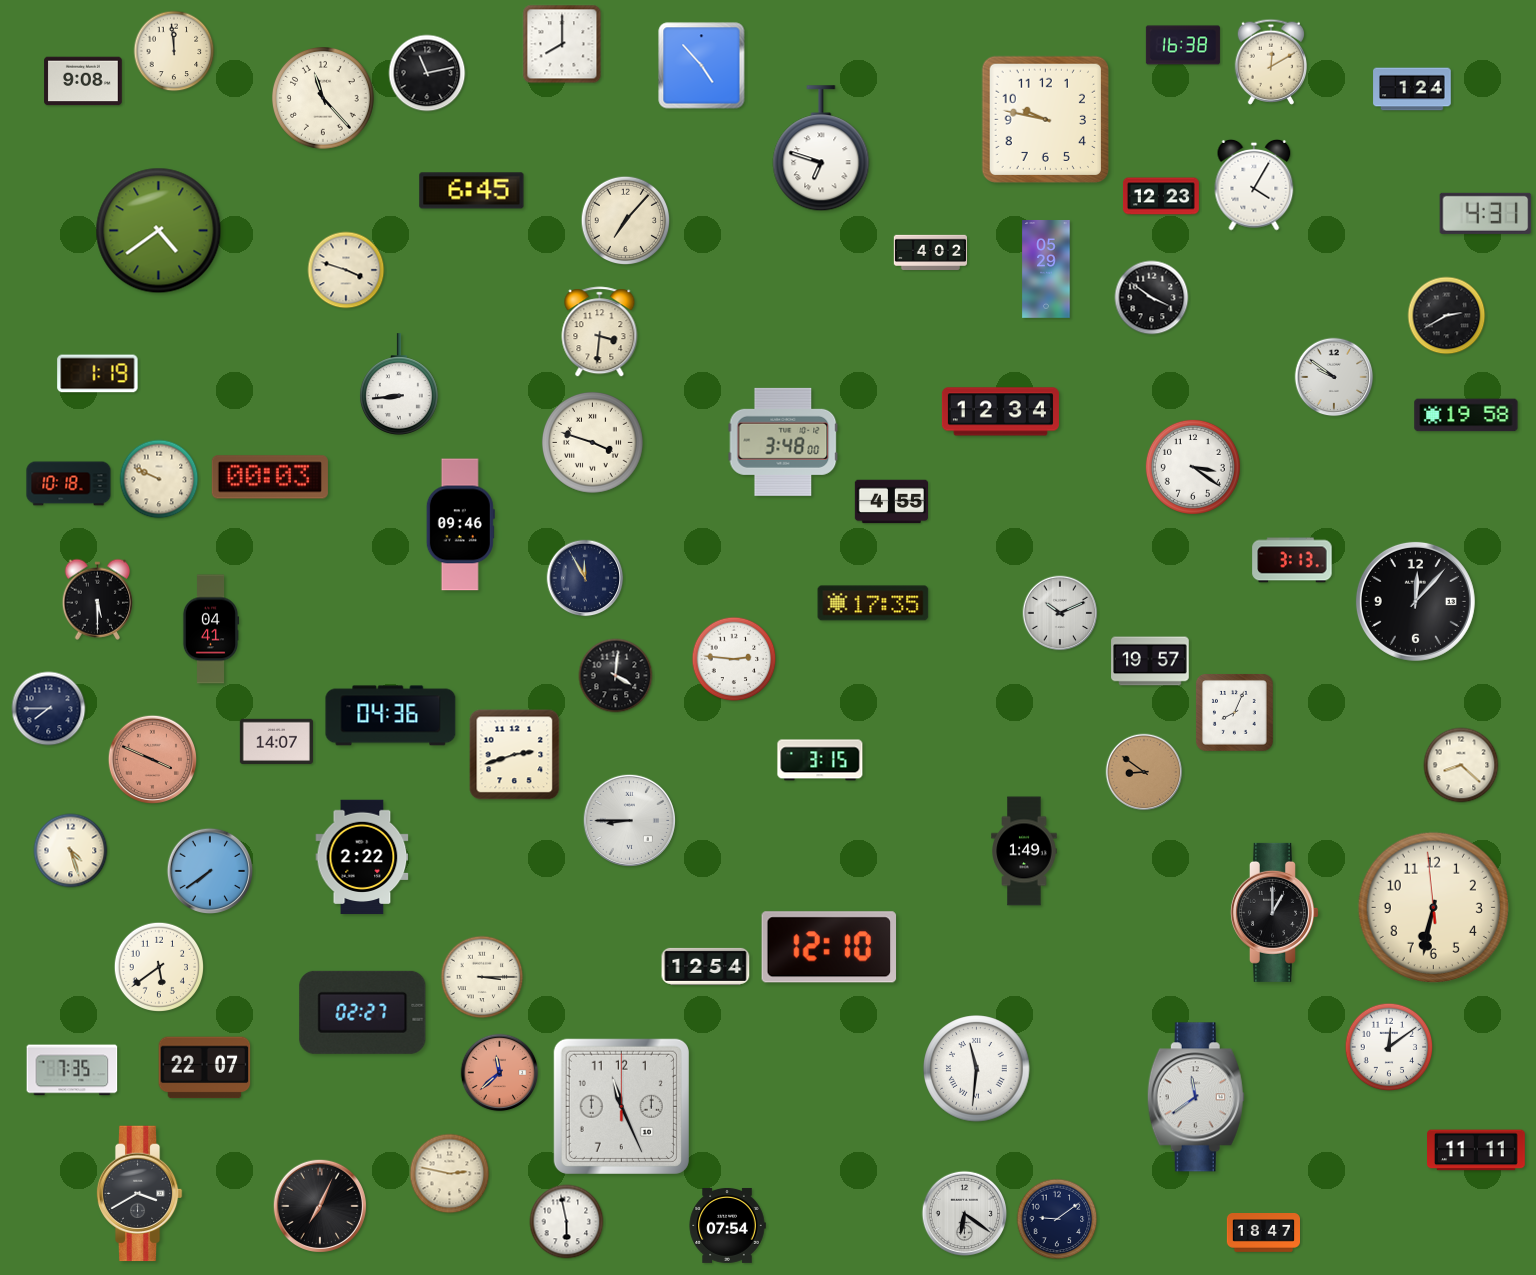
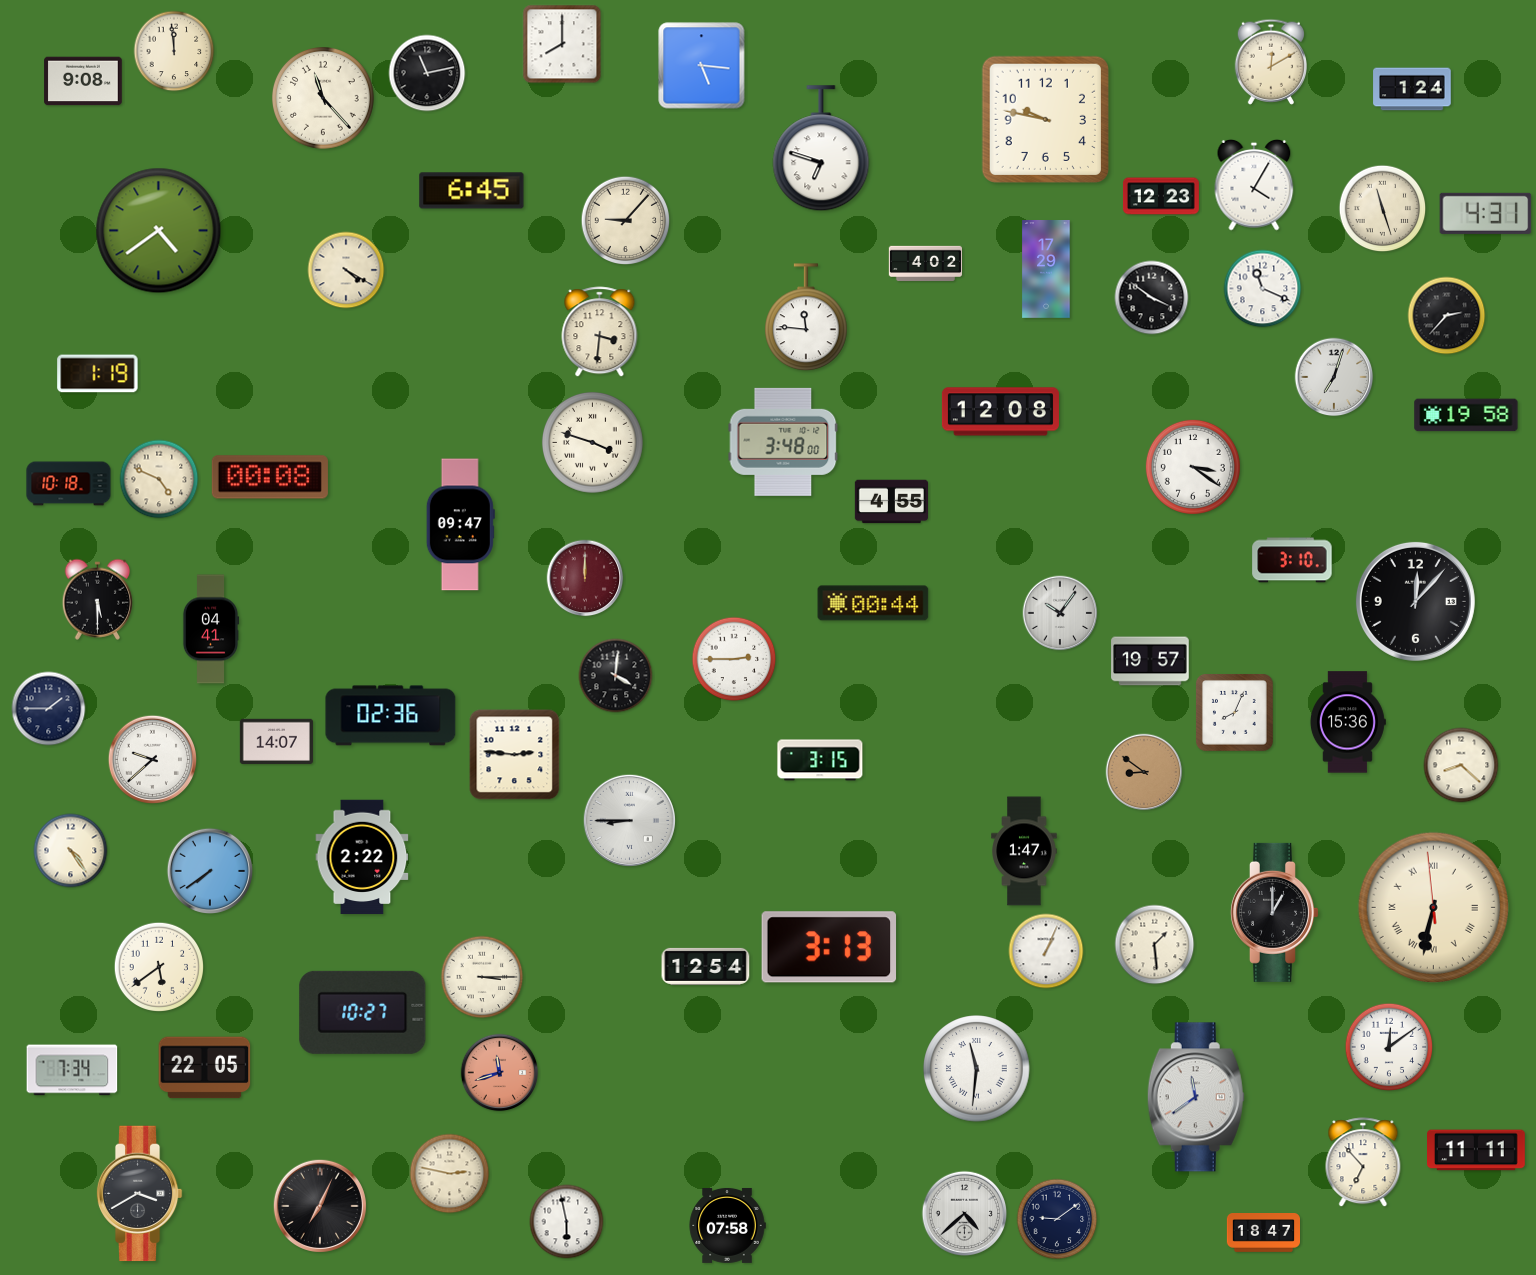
clock at (1183, 45): 16:38 -> none
clock at (702, 66): 4:53 -> 5:16
clock at (1383, 209): none -> 11:27
clock at (626, 221): 7:07 -> 9:07
clock at (930, 253) position: (930, 253) -> (925, 264)
clock at (346, 270): 3:48 -> 4:20
clock at (1046, 270): 05:29 -> 17:29
clock at (1263, 289): none -> 11:19
clock at (1447, 316): 2:40 -> 2:37
clock at (806, 318): none -> 11:46
clock at (1334, 377): 9:51 -> 7:03
clock at (399, 384): 8:44 -> none
clock at (1000, 412): 12:34 -> 12:08
clock at (270, 477): 00:03 -> 00:08
clock at (159, 479): 9:49 -> 4:49
clock at (460, 525): 09:46 -> 09:47
clock at (1292, 560): 3:13 -> 3:10
clock at (585, 578): 11:55 -> 12:00
clock at (585, 578) dial: navy -> burgundy
clock at (873, 603): 17:35 -> 00:44
clock at (1060, 613): 10:11 -> 10:06
clock at (734, 659): 2:46 -> 2:45
clock at (49, 709): 7:45 -> 1:45
clock at (391, 716): 04:36 -> 02:36
clock at (1347, 722): none -> 15:36
clock at (515, 755): 2:42 -> 2:46
clock at (152, 759): 3:49 -> 9:38
clock at (152, 759) dial: salmon -> white
clock at (71, 851): 4:27 -> 4:24
clock at (1024, 851): 1:49 -> 1:47
clock at (1433, 907) numerals: Arabic -> Roman
clock at (1155, 945): none -> 1:29
clock at (829, 947): 12:10 -> 3:13
clock at (1046, 951): none -> 1:04
clock at (363, 1012): 02:27 -> 10:27
clock at (205, 1068): 22:07 -> 22:05
clock at (72, 1070): 7:35 -> 7:34
clock at (500, 1073): 11:38 -> 11:42
clock at (621, 1106): 11:26 -> none
clock at (1363, 1163): none -> 6:53
clock at (965, 1214): 6:21 -> 4:38
clock at (727, 1225): 07:54 -> 07:58
